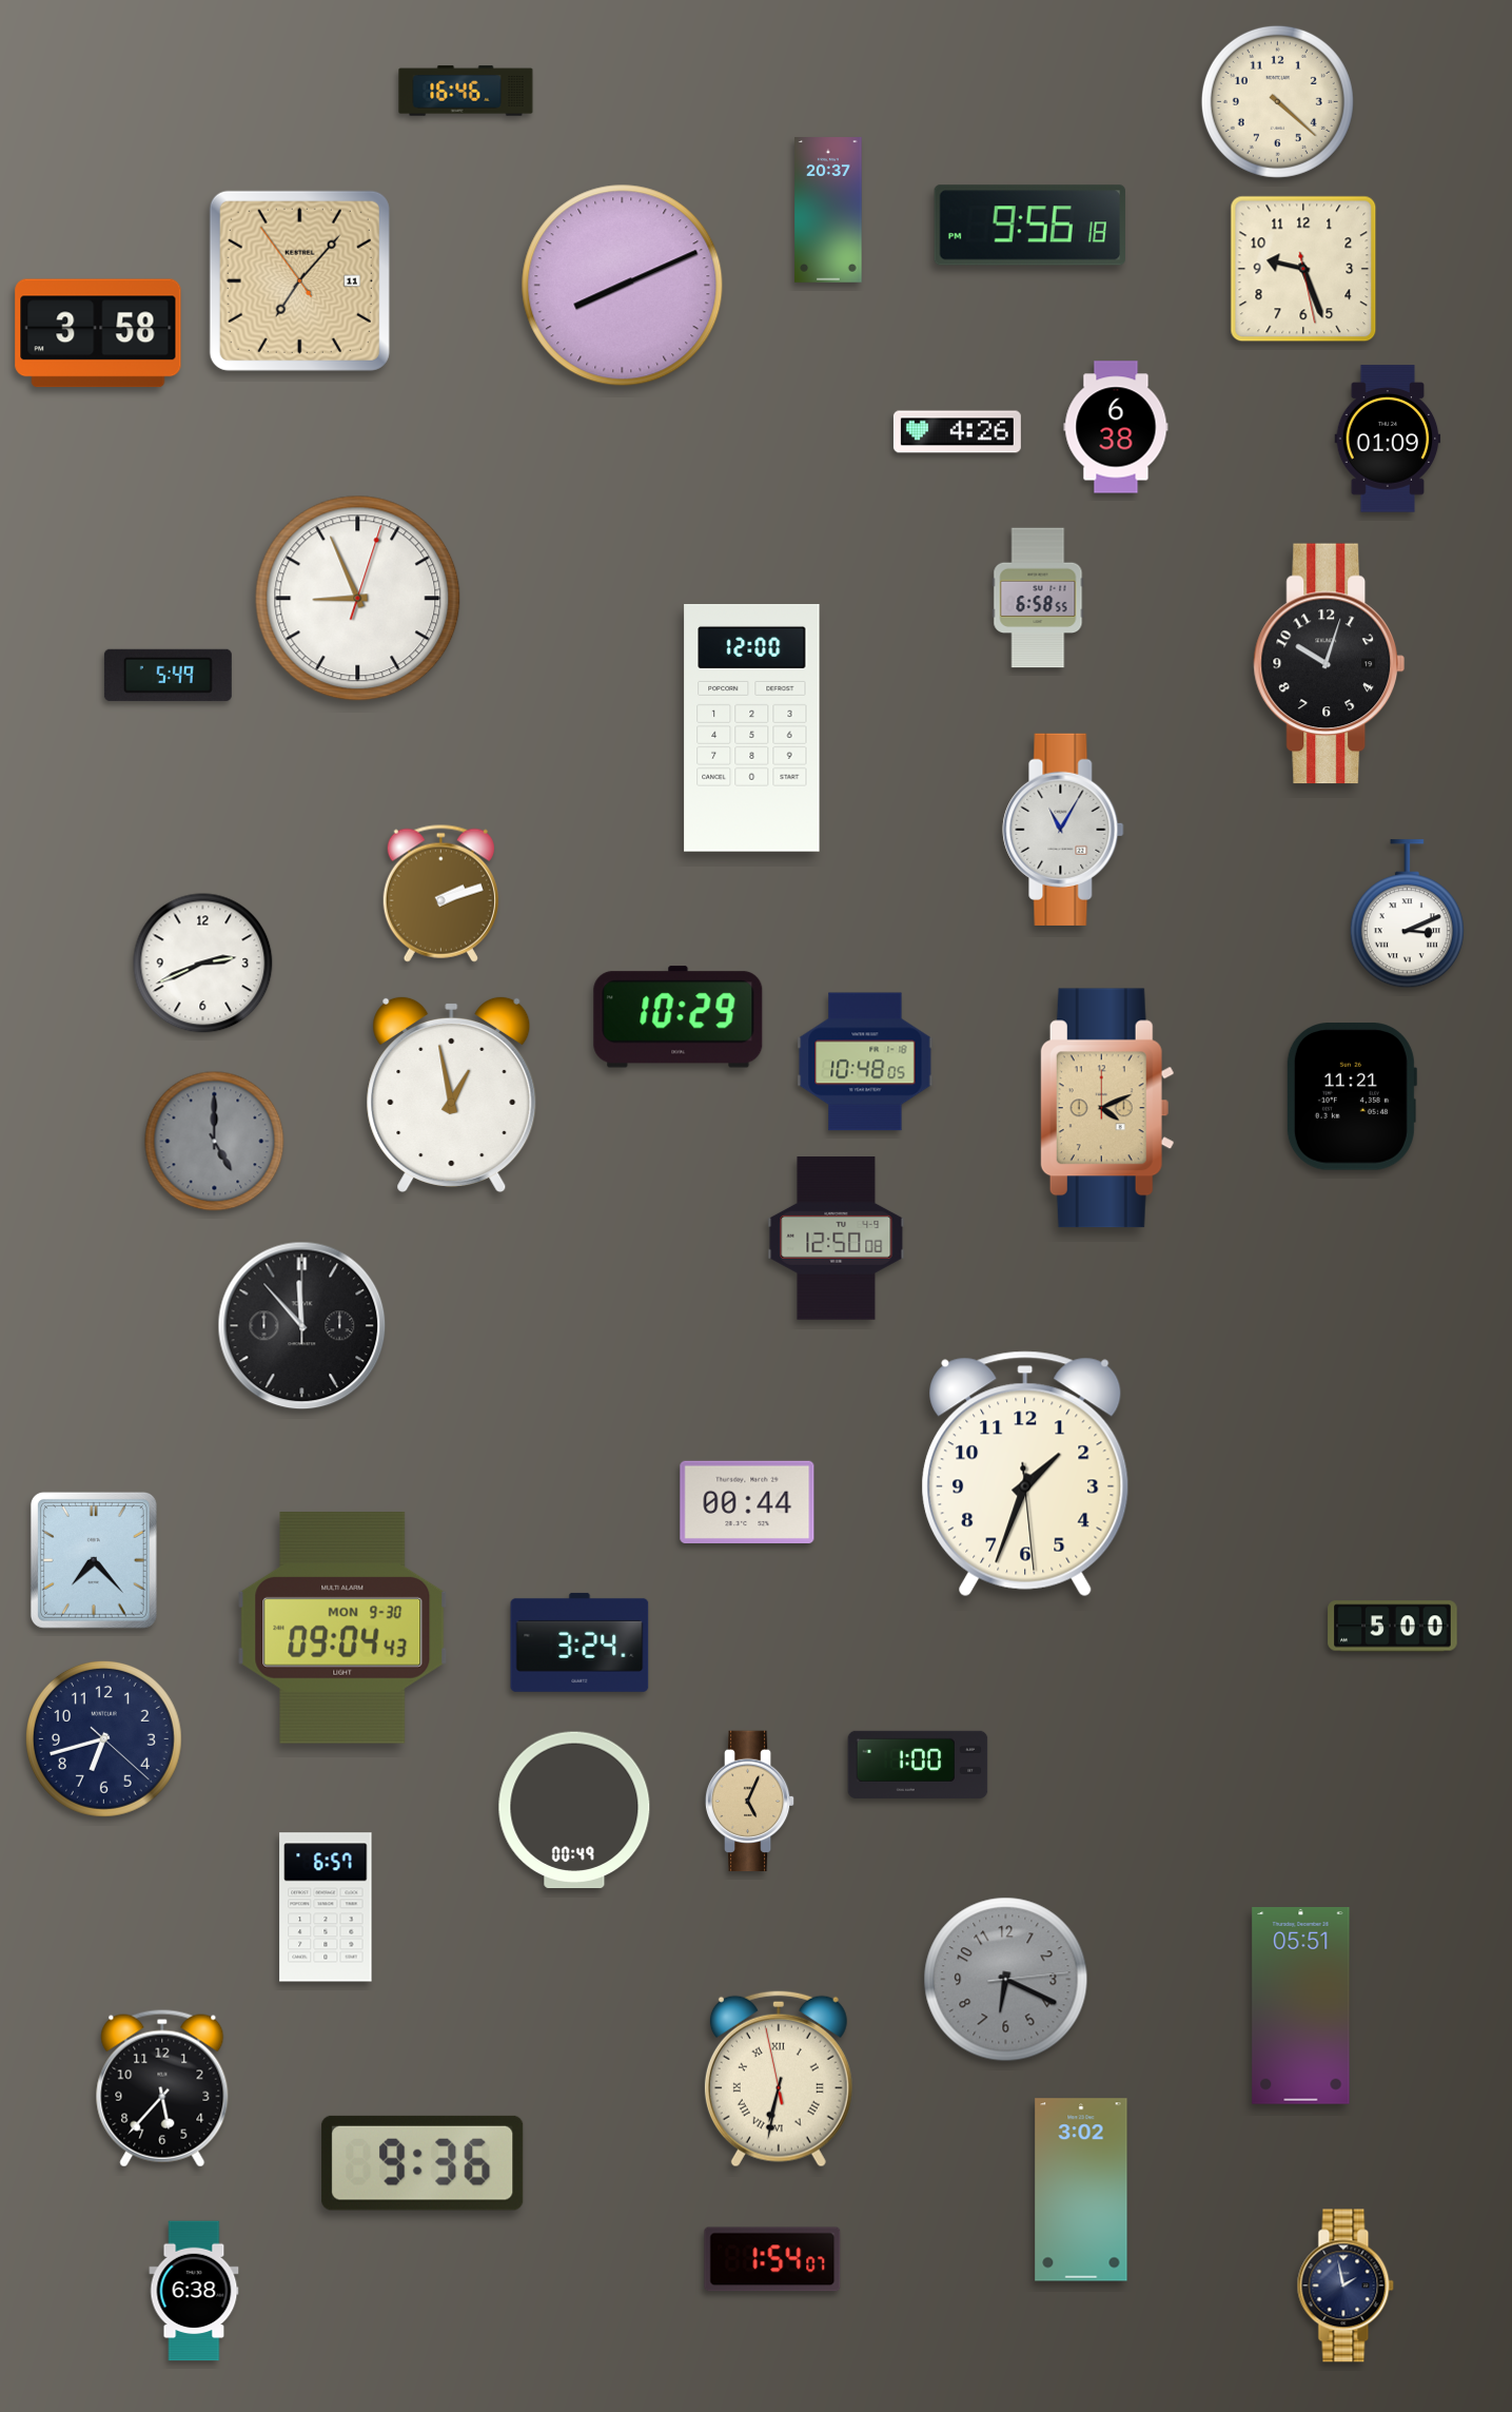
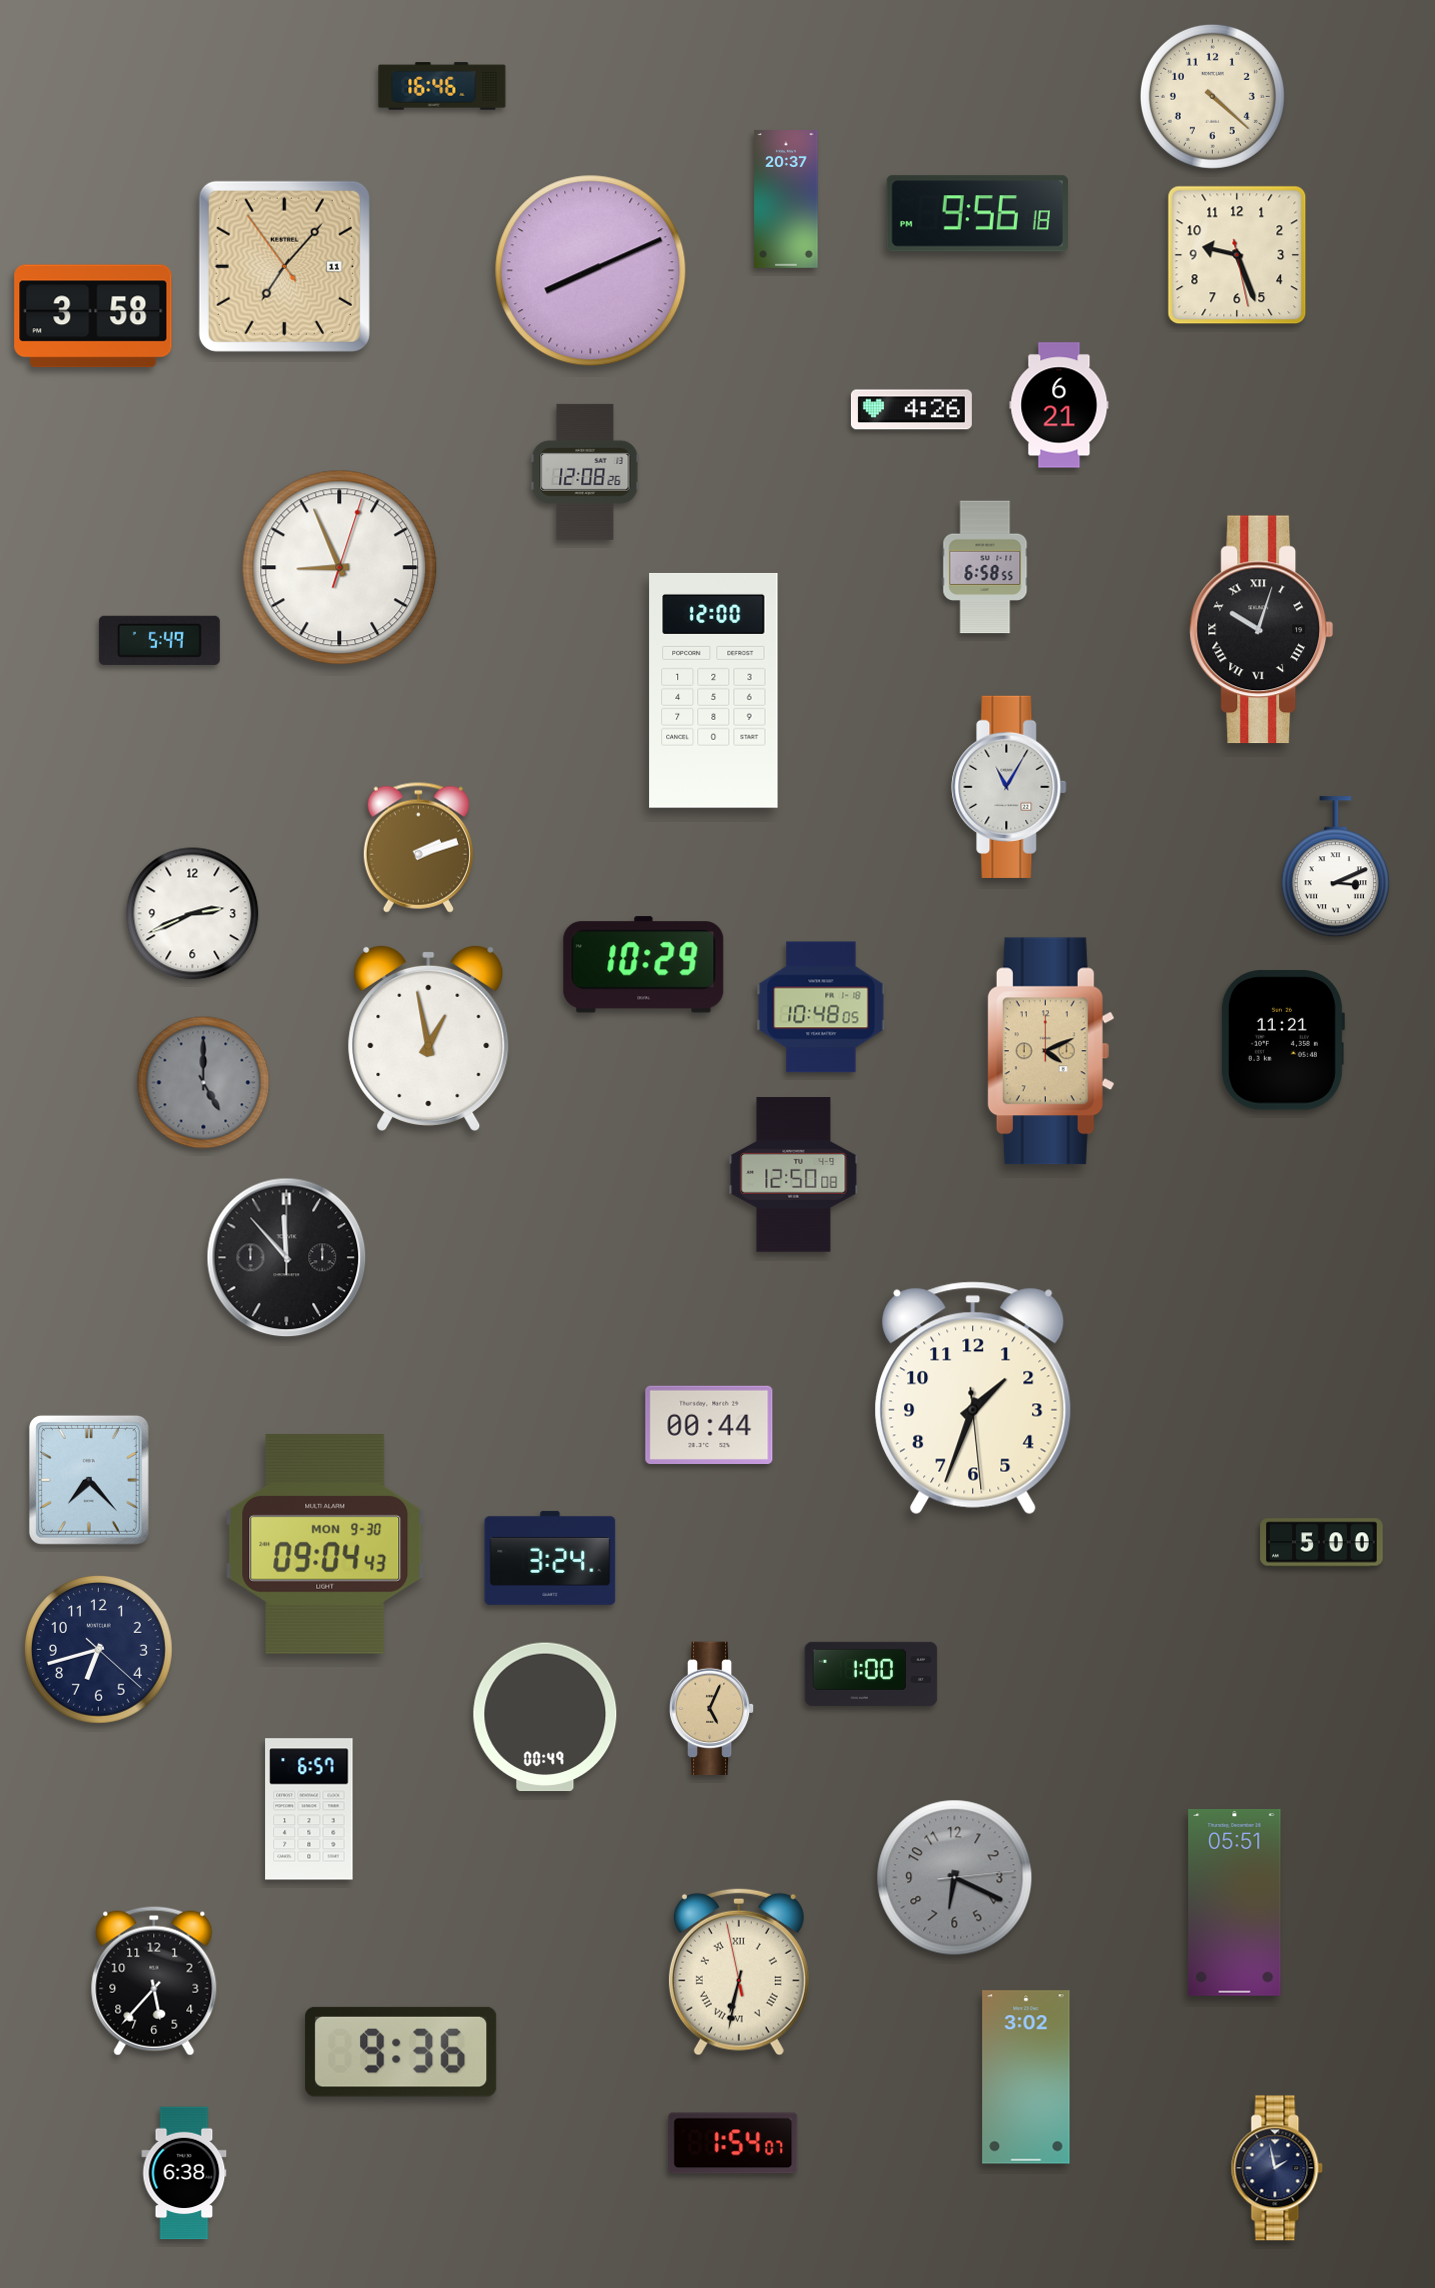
clock at (1116, 427): 6:38 -> 6:21
clock at (957, 432) position: (957, 432) -> (911, 410)
clock at (1388, 439): 01:09 -> none
clock at (585, 472): none -> 12:08
clock at (1330, 664) numerals: Arabic -> Roman
